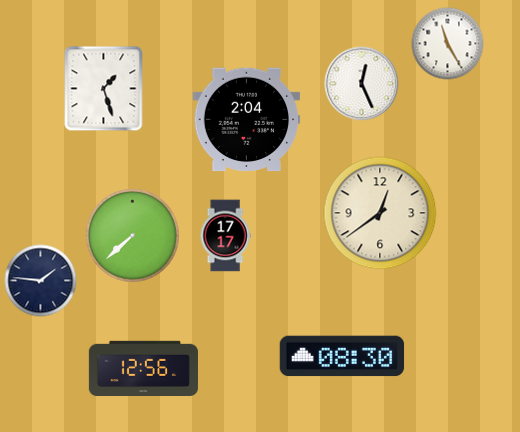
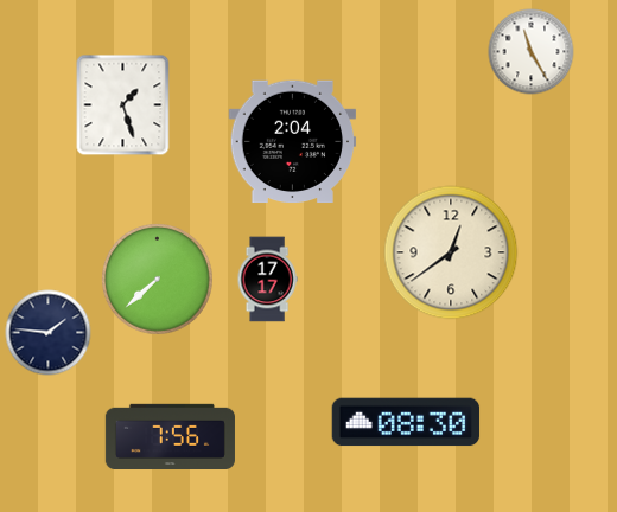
clock at (362, 84): 12:26 -> none
clock at (143, 369): 12:56 -> 7:56
